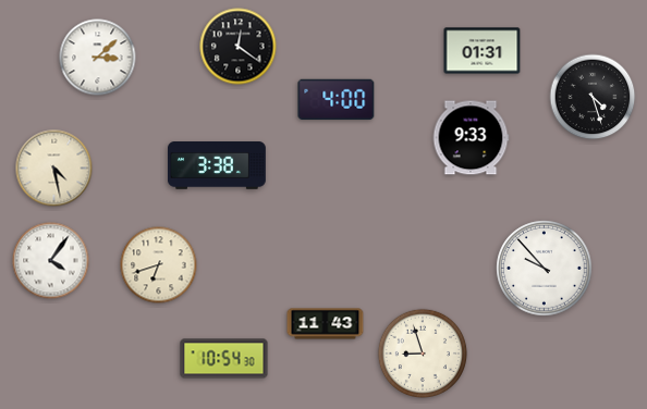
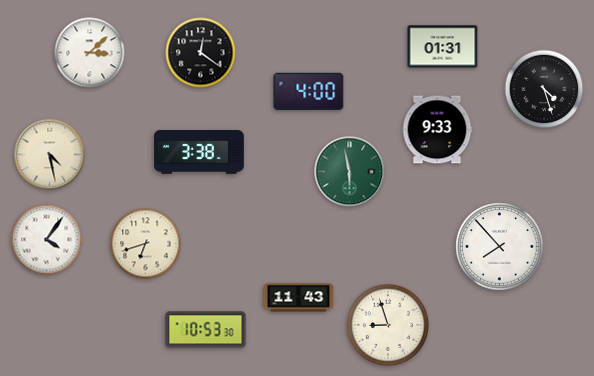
clock at (239, 47) position: (239, 47) -> (201, 53)
clock at (471, 138) position: (471, 138) -> (437, 130)
clock at (350, 172): none -> 5:58
clock at (545, 269): 9:53 -> 7:53
clock at (224, 359): 10:54 -> 10:53
